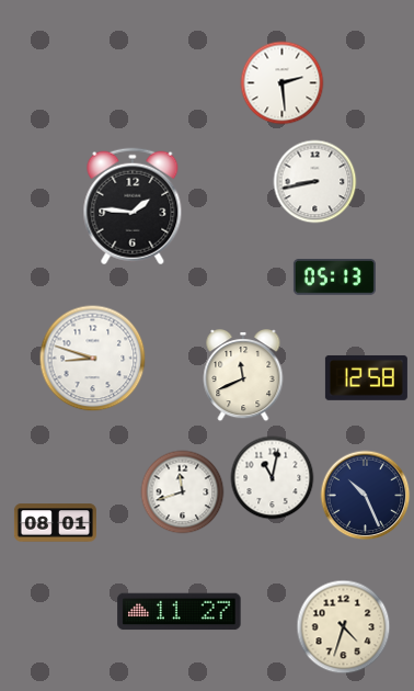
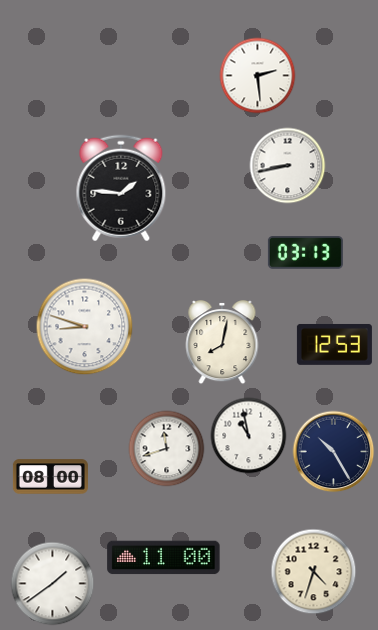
clock at (334, 277): 05:13 -> 03:13
clock at (243, 376): 11:41 -> 8:02
clock at (366, 377): 12:58 -> 12:53
clock at (273, 478): 11:02 -> 10:58
clock at (366, 496): 10:26 -> 10:25
clock at (55, 523): 08:01 -> 08:00
clock at (180, 612): 11:27 -> 11:00
clock at (53, 584): none -> 1:39
